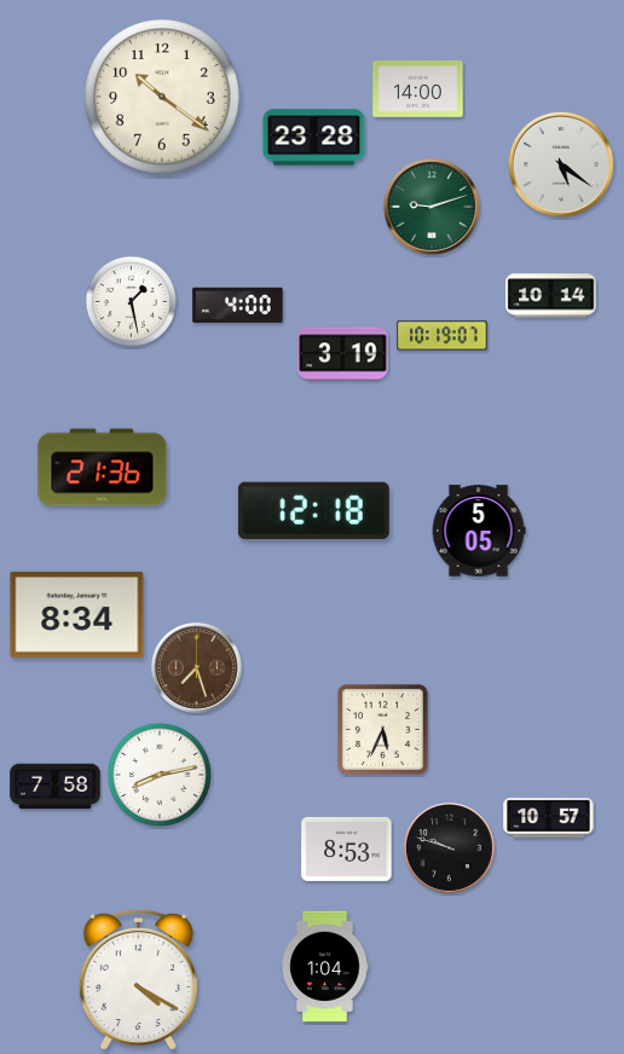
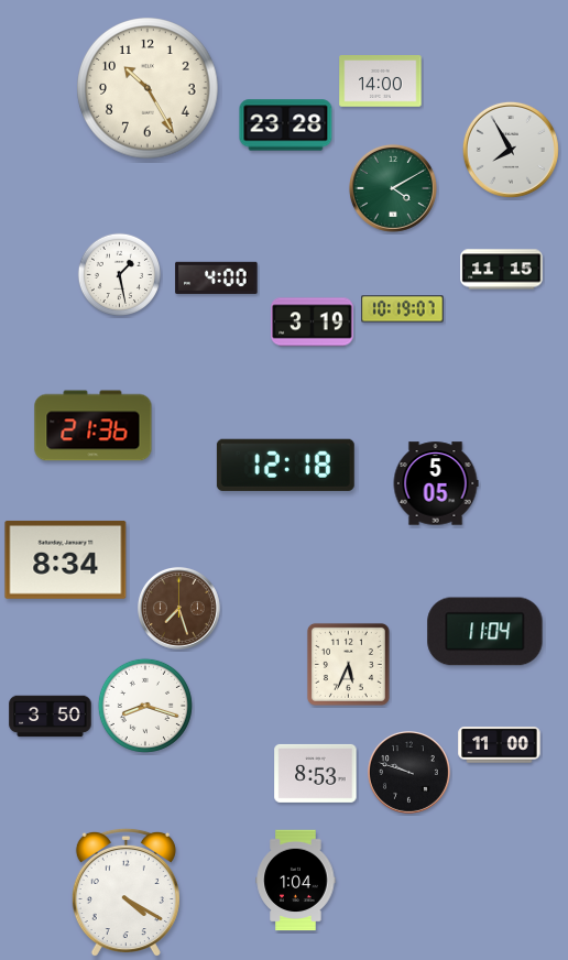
clock at (162, 97): 10:21 -> 10:25
clock at (561, 164): 5:21 -> 7:55
clock at (432, 207): 9:12 -> 4:10
clock at (551, 296): 10:14 -> 11:15
clock at (443, 336) position: (443, 336) -> (403, 309)
clock at (77, 614) position: (77, 614) -> (66, 559)
clock at (485, 632): none -> 11:04
clock at (160, 775): 8:13 -> 8:18
clock at (56, 787): 7:58 -> 3:50
clock at (549, 818): 10:57 -> 11:00
